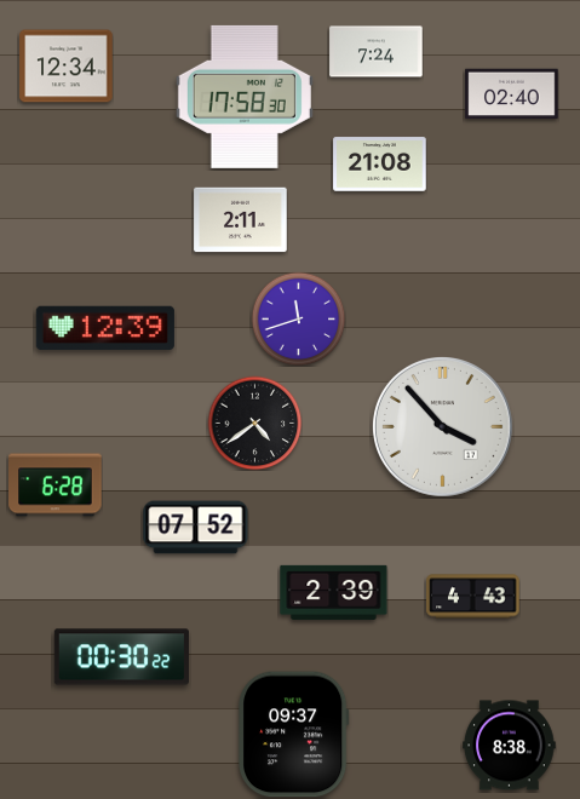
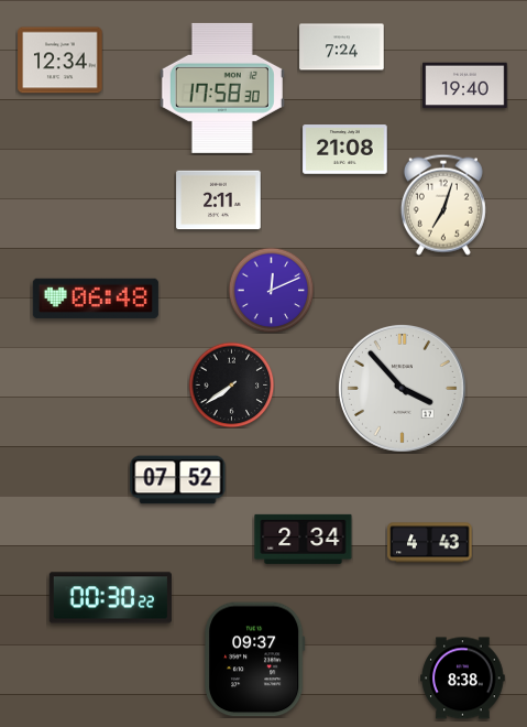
clock at (512, 94): 02:40 -> 19:40
clock at (443, 205): none -> 7:03
clock at (298, 318): 11:42 -> 12:11
clock at (105, 328): 12:39 -> 06:48
clock at (254, 423): 4:39 -> 7:39
clock at (56, 485): 6:28 -> none
clock at (334, 592): 2:39 -> 2:34
clock at (294, 735) position: (294, 735) -> (255, 660)
